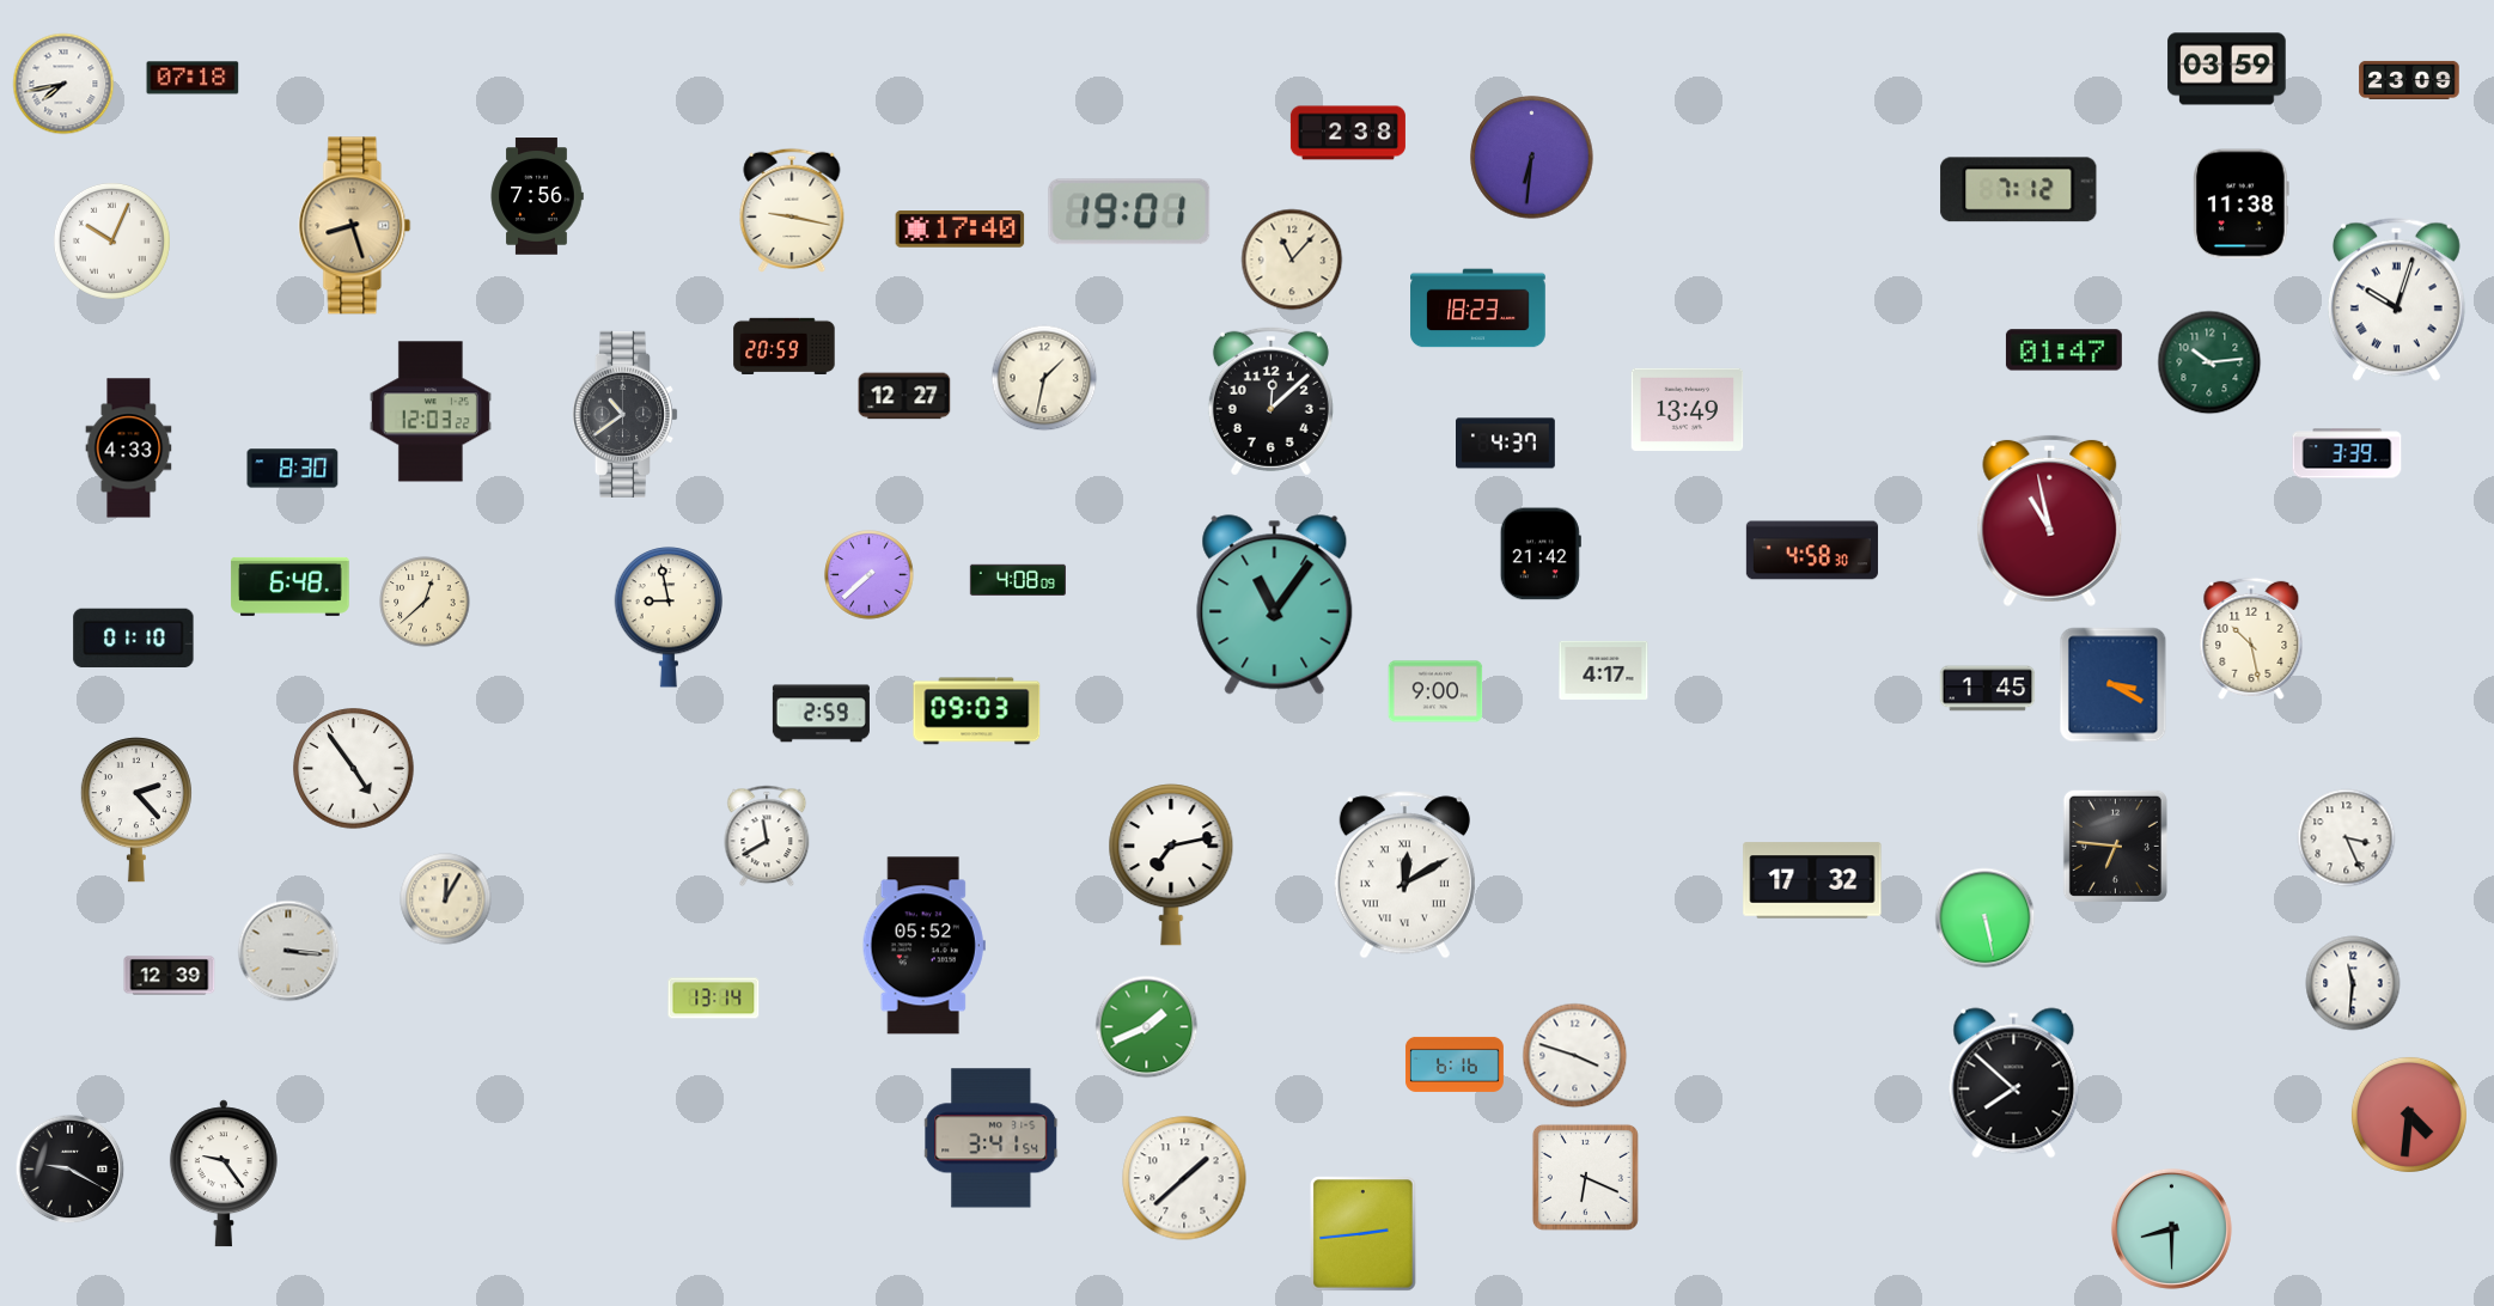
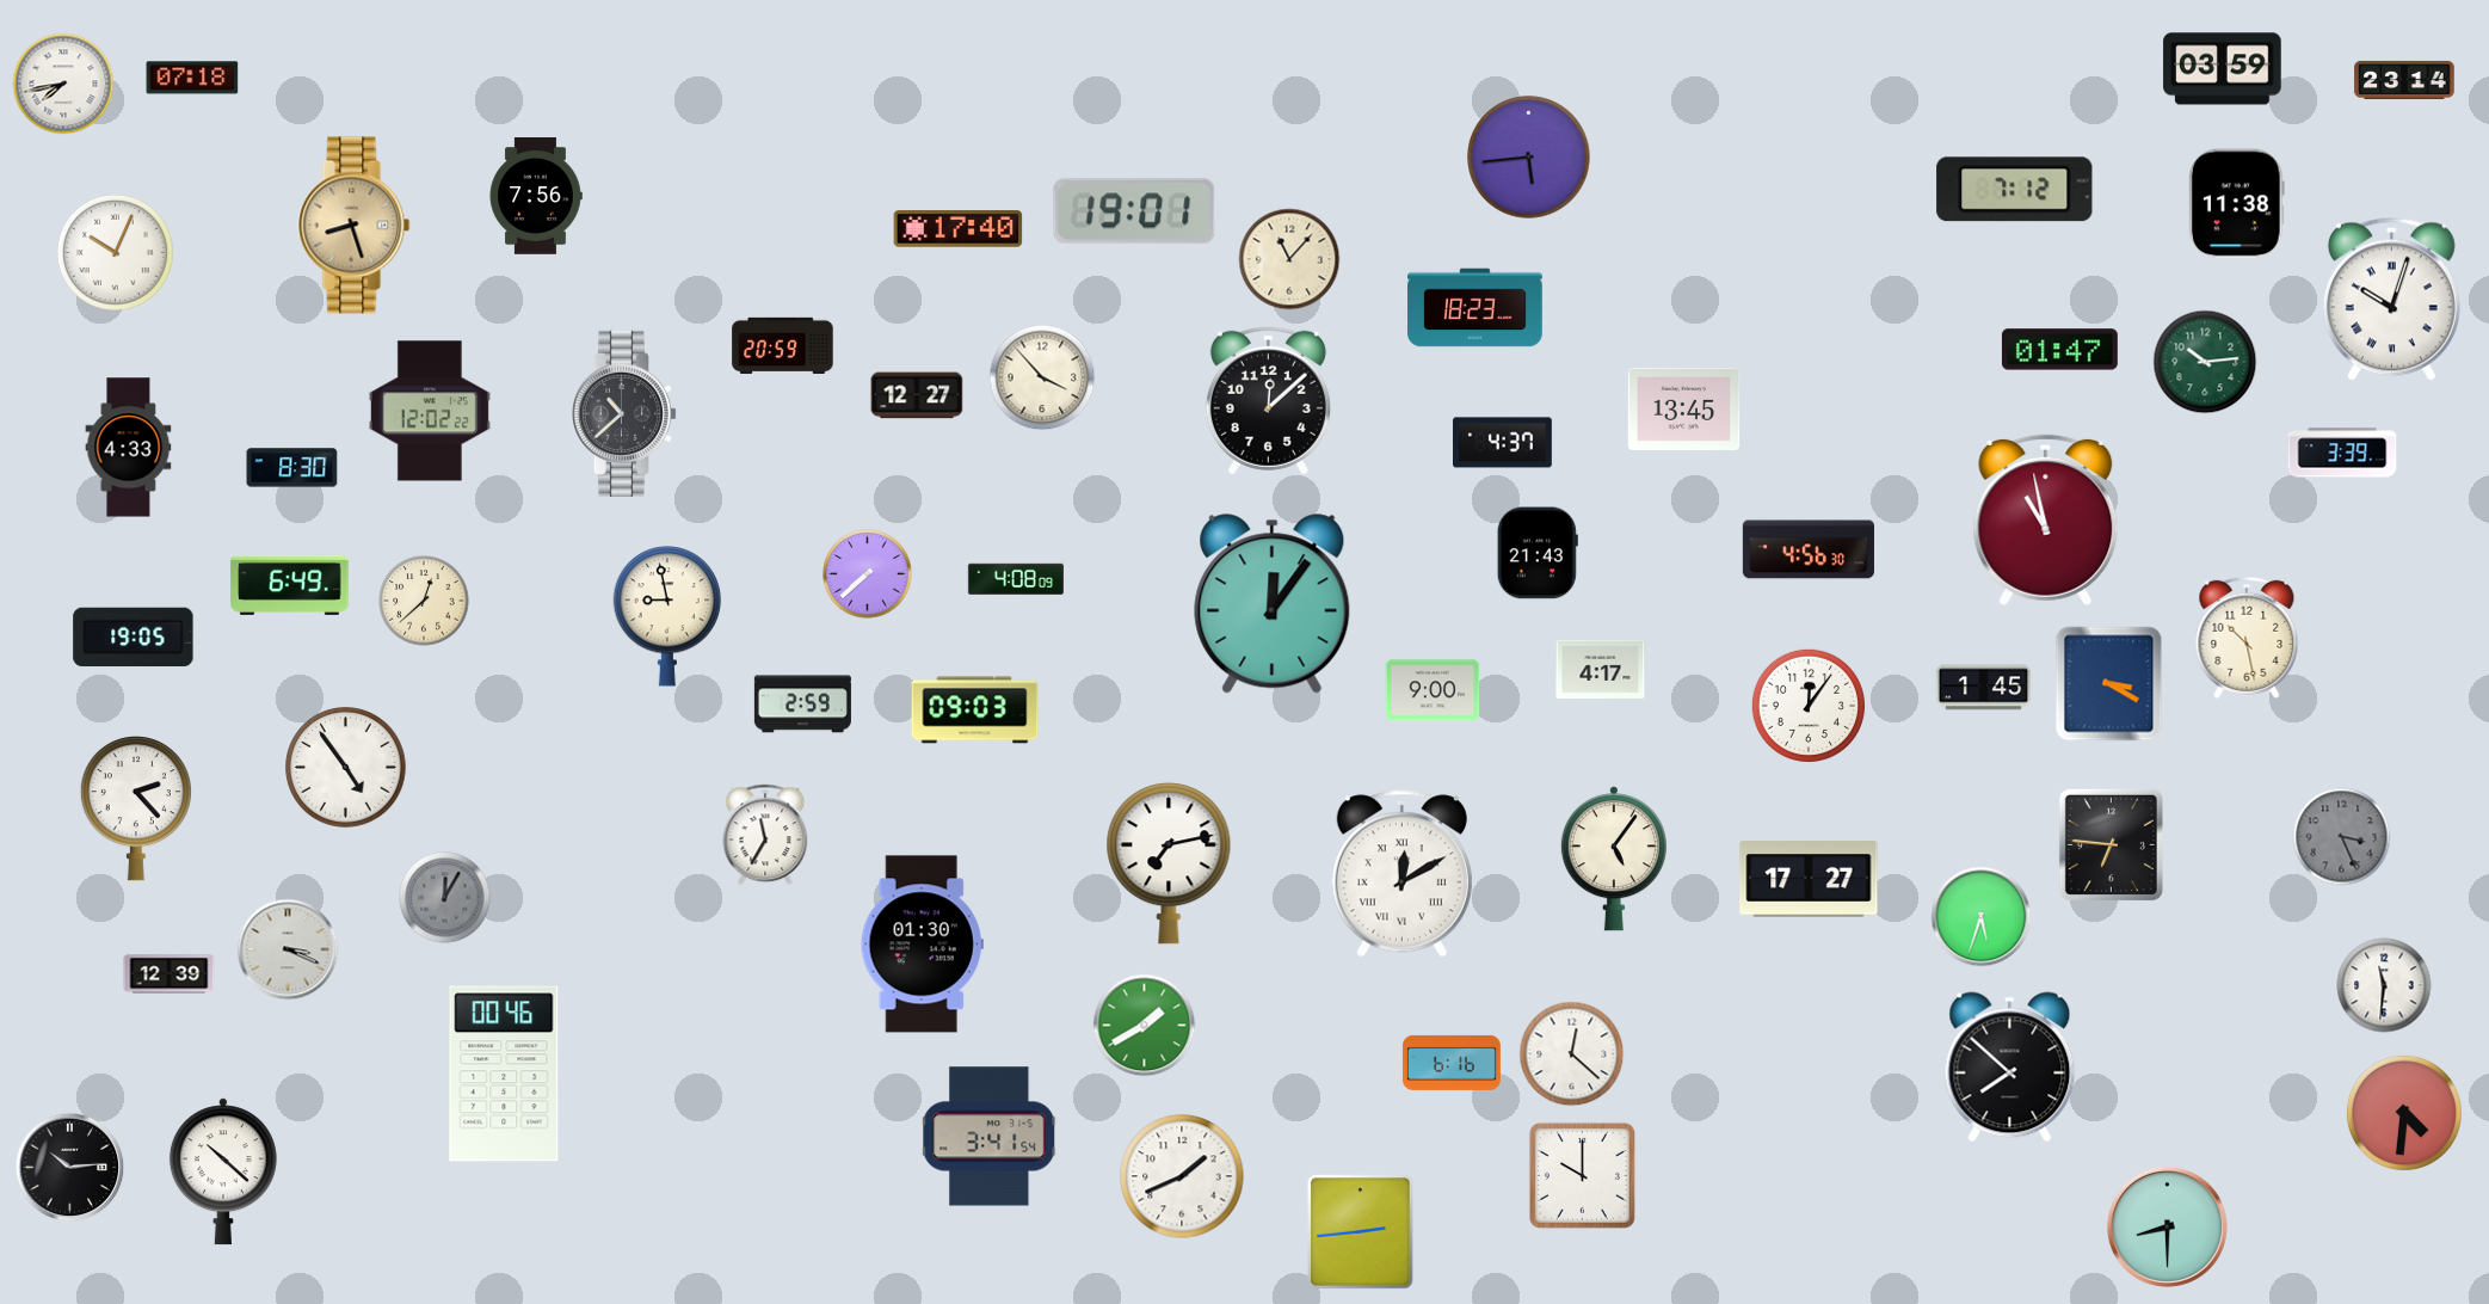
clock at (2409, 80): 23:09 -> 23:14
clock at (1348, 133): 2:38 -> none
clock at (1532, 158): 6:31 -> 5:44
clock at (792, 210): 9:17 -> none
clock at (1129, 212) position: (1129, 212) -> (1134, 211)
clock at (111, 240) position: (111, 240) -> (115, 252)
clock at (1044, 378): 1:32 -> 3:53
clock at (904, 396) position: (904, 396) -> (917, 395)
clock at (1688, 409): 13:49 -> 13:45
clock at (431, 411): 12:03 -> 12:02
clock at (626, 414): 10:39 -> 10:38
clock at (1812, 550): 4:58 -> 4:56
clock at (1541, 554): 21:42 -> 21:43
clock at (291, 586): 6:48 -> 6:49
clock at (1275, 605): 11:06 -> 12:06
clock at (134, 639): 01:10 -> 19:05
clock at (1809, 706): none -> 12:06
clock at (821, 714) position: (821, 714) -> (802, 705)
clock at (354, 769) position: (354, 769) -> (346, 768)
clock at (767, 836): 11:40 -> 11:35
clock at (2347, 838) dial: white -> grey
clock at (1614, 859): none -> 5:06
clock at (1812, 880): 17:32 -> 17:27
clock at (446, 899) dial: cream -> grey
clock at (1986, 919): 5:28 -> 5:33
clock at (923, 946): 05:52 -> 01:30
clock at (288, 951): 3:16 -> 3:19
clock at (2353, 983) position: (2353, 983) -> (2384, 985)
clock at (714, 999): 13:14 -> none
clock at (1147, 1027): 1:41 -> 1:40
clock at (1575, 1056): 3:48 -> 12:22
clock at (504, 1074): none -> 00:46
clock at (2014, 1084) position: (2014, 1084) -> (2010, 1068)
clock at (71, 1170): 9:20 -> 10:14
clock at (224, 1173): 9:24 -> 10:22
clock at (1585, 1177): 6:19 -> 10:00
clock at (1184, 1178): 1:38 -> 1:41
